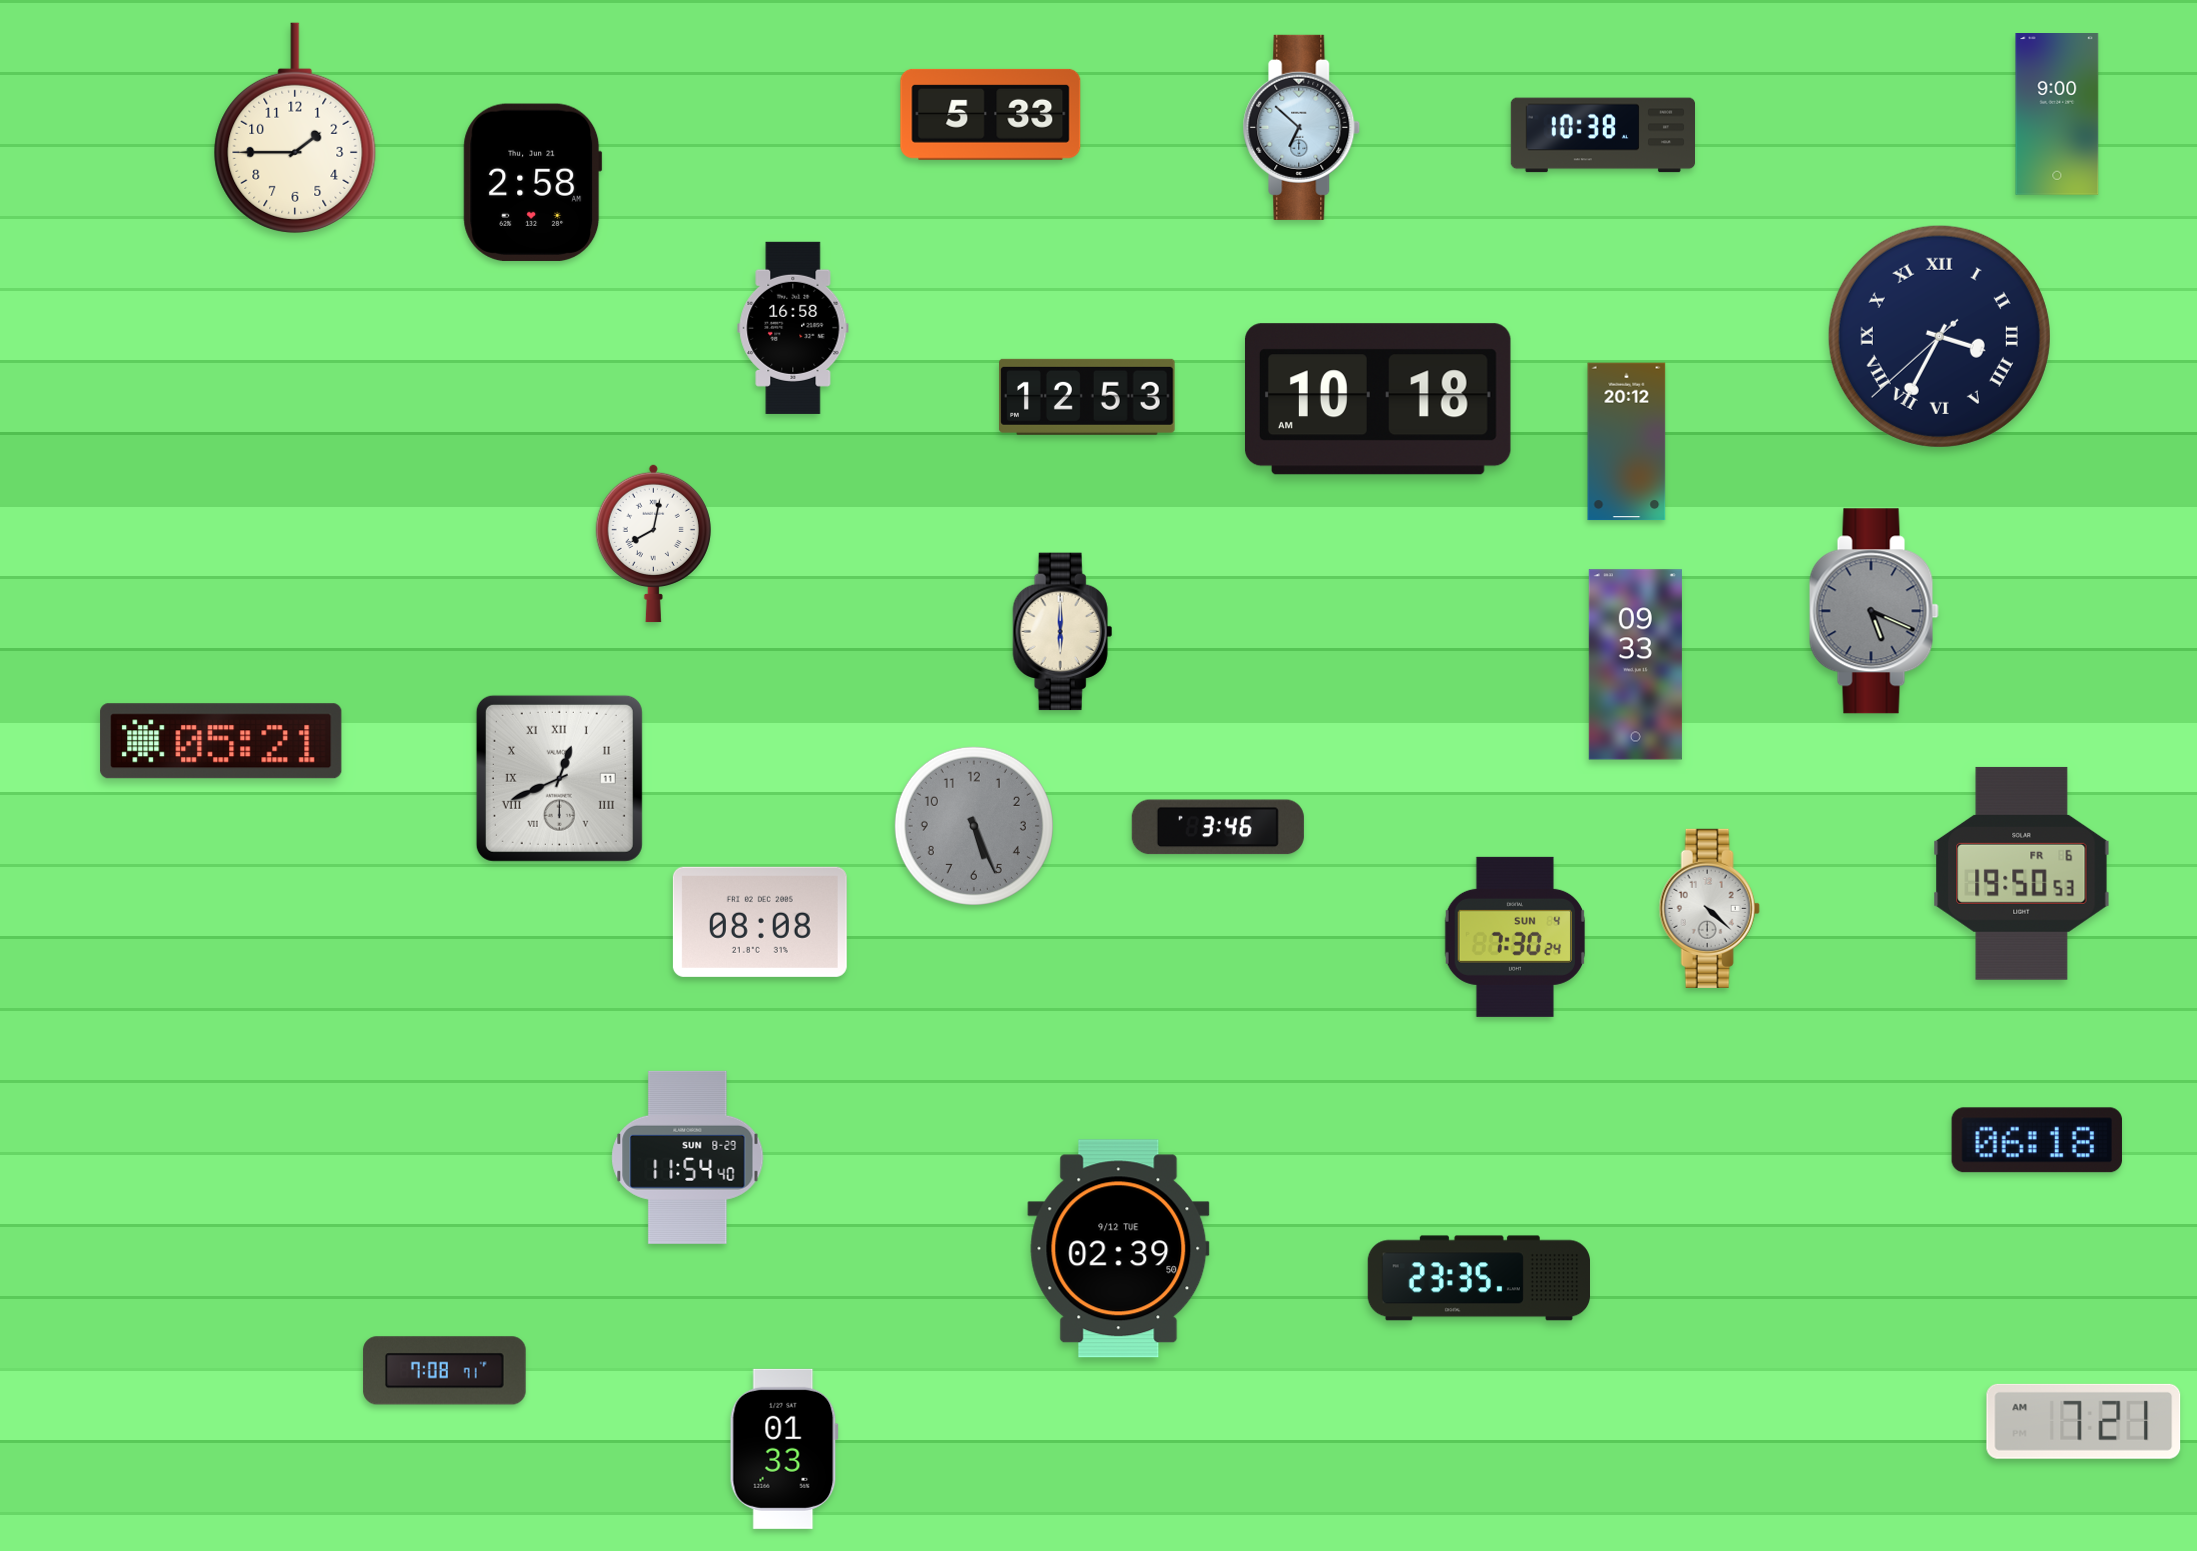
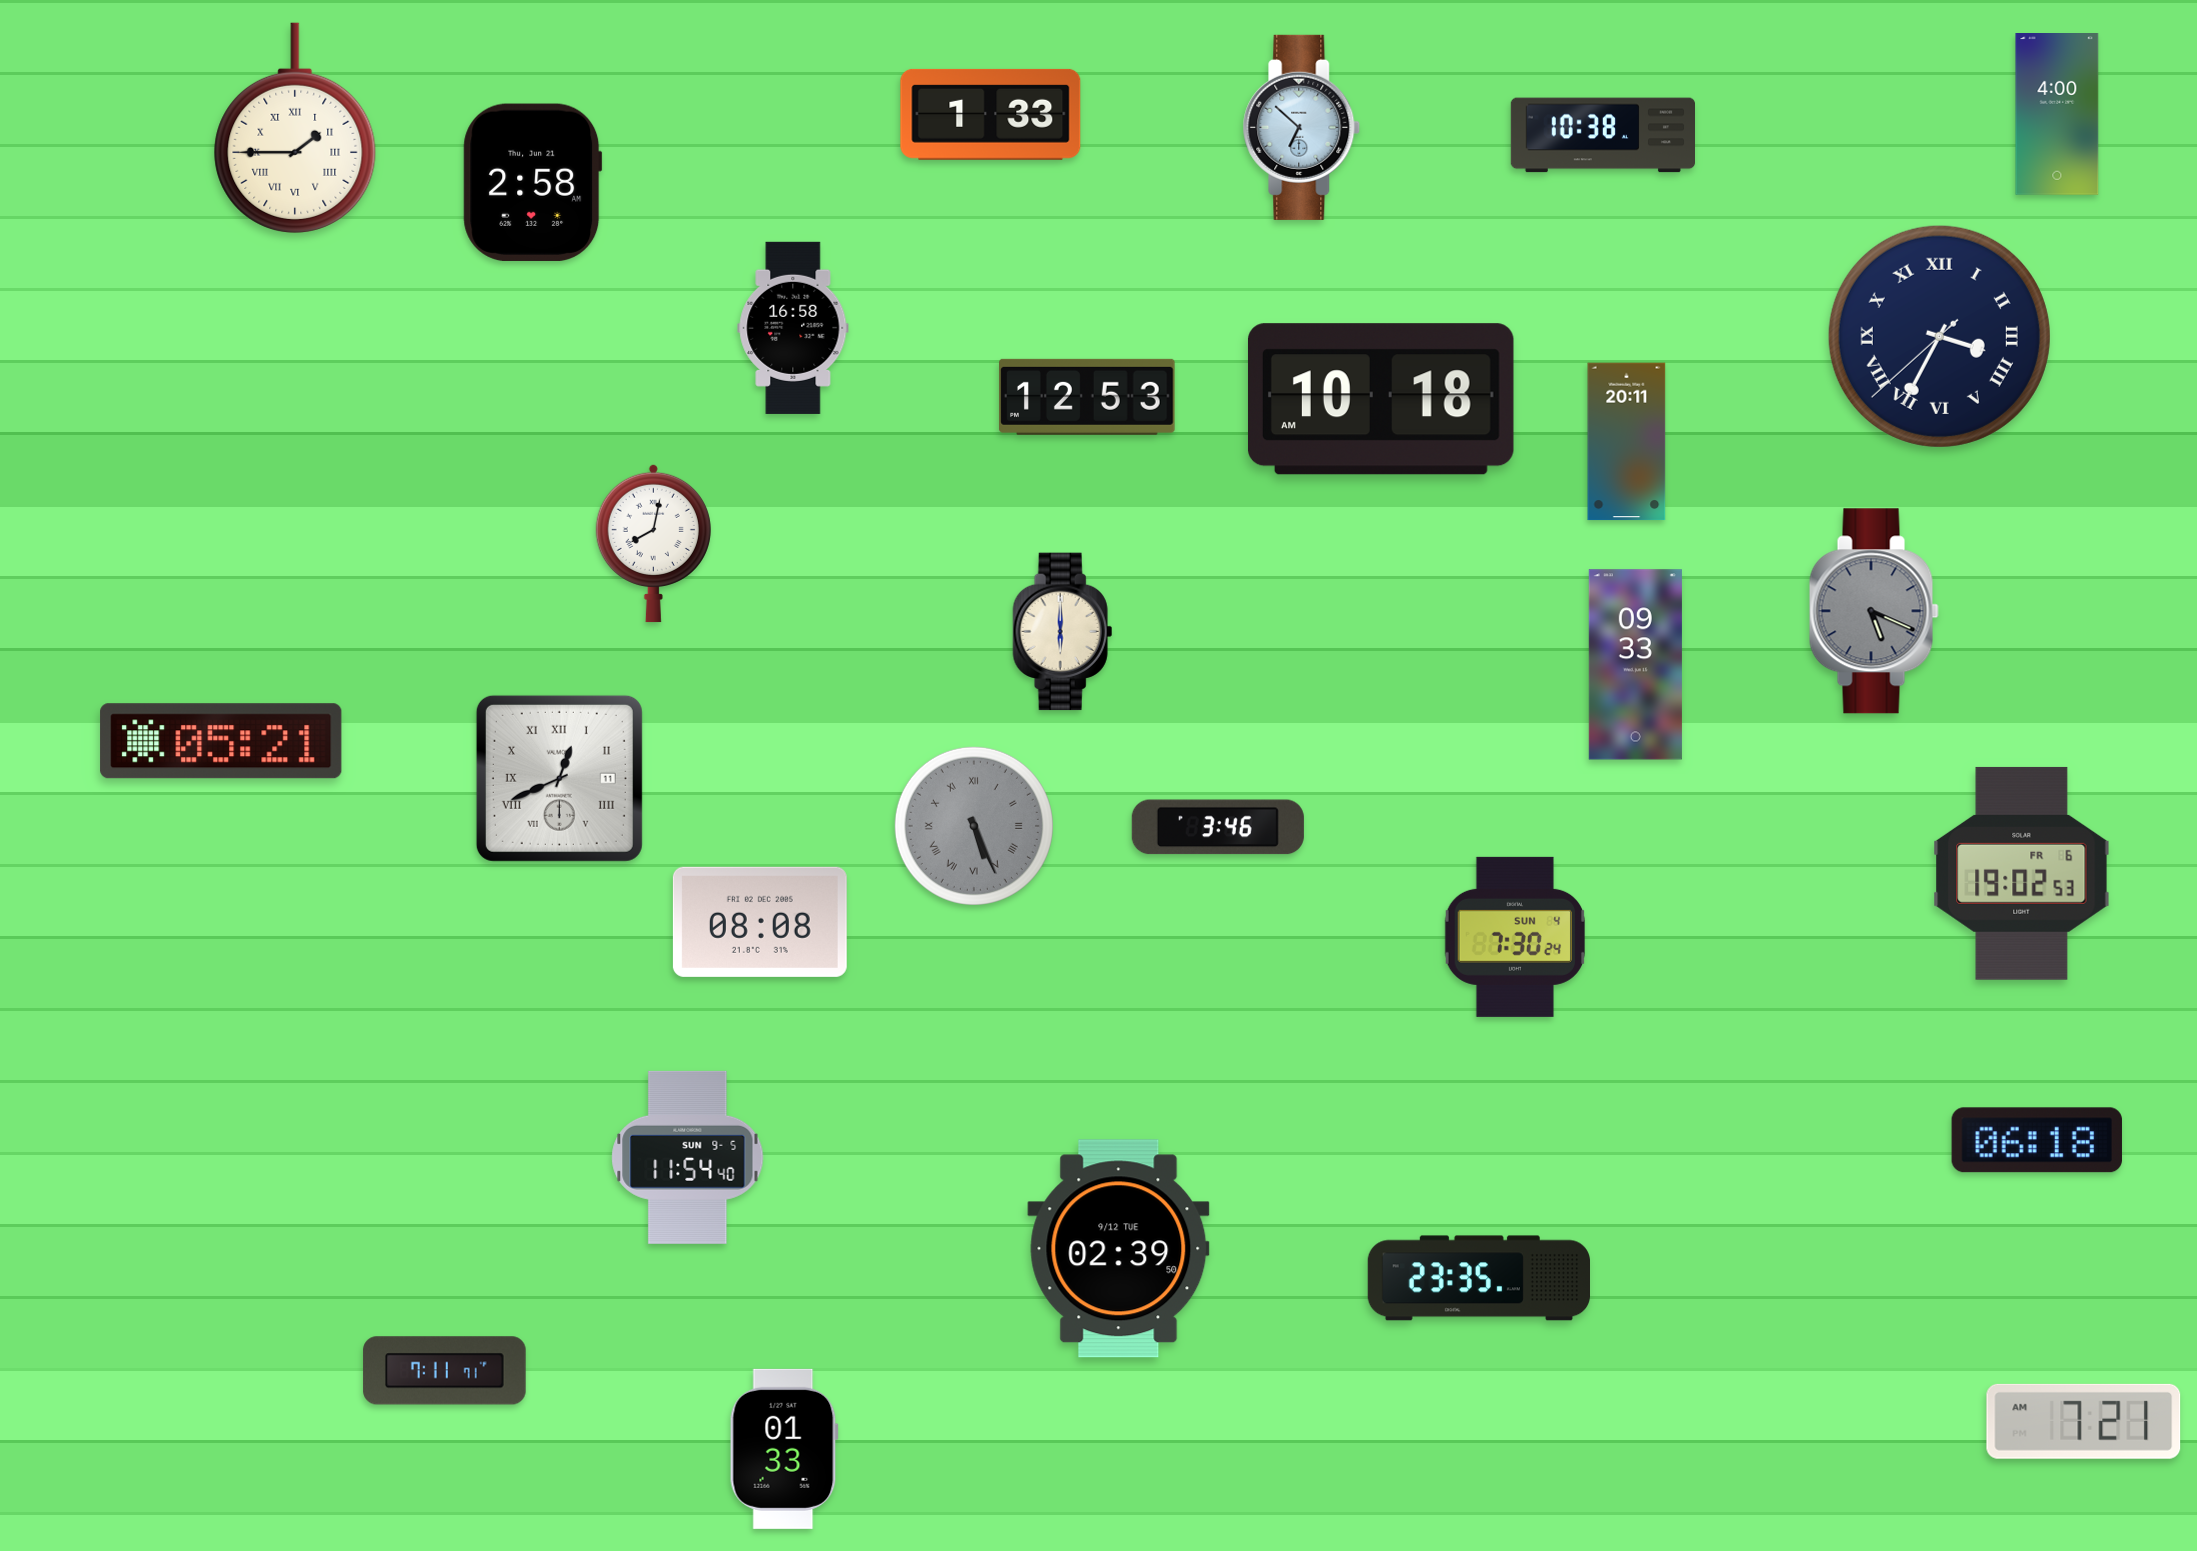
clock at (991, 114): 5:33 -> 1:33
clock at (2057, 115): 9:00 -> 4:00
clock at (295, 128) numerals: Arabic -> Roman
clock at (1378, 399) position: (1378, 399) -> (1381, 399)
clock at (1627, 442): 20:12 -> 20:11
clock at (974, 826) numerals: Arabic -> Roman
clock at (2022, 873): 19:50 -> 19:02
clock at (1709, 908): 4:22 -> none
clock at (688, 1157) date: SUN 8-29 -> SUN 9-5
clock at (445, 1371): 7:08 -> 7:11
